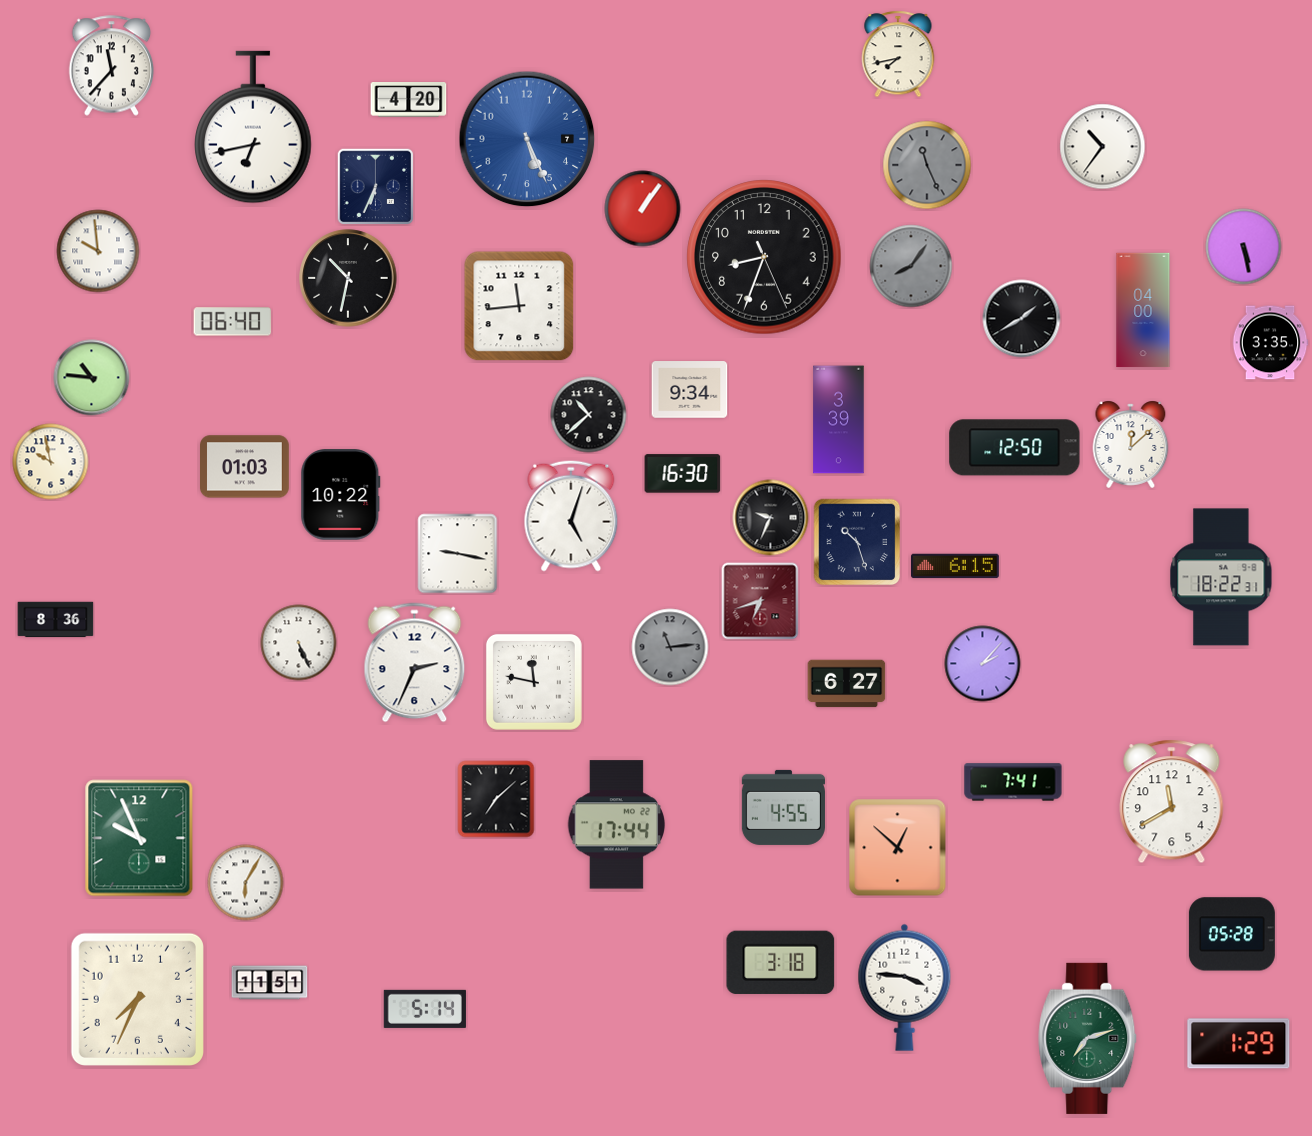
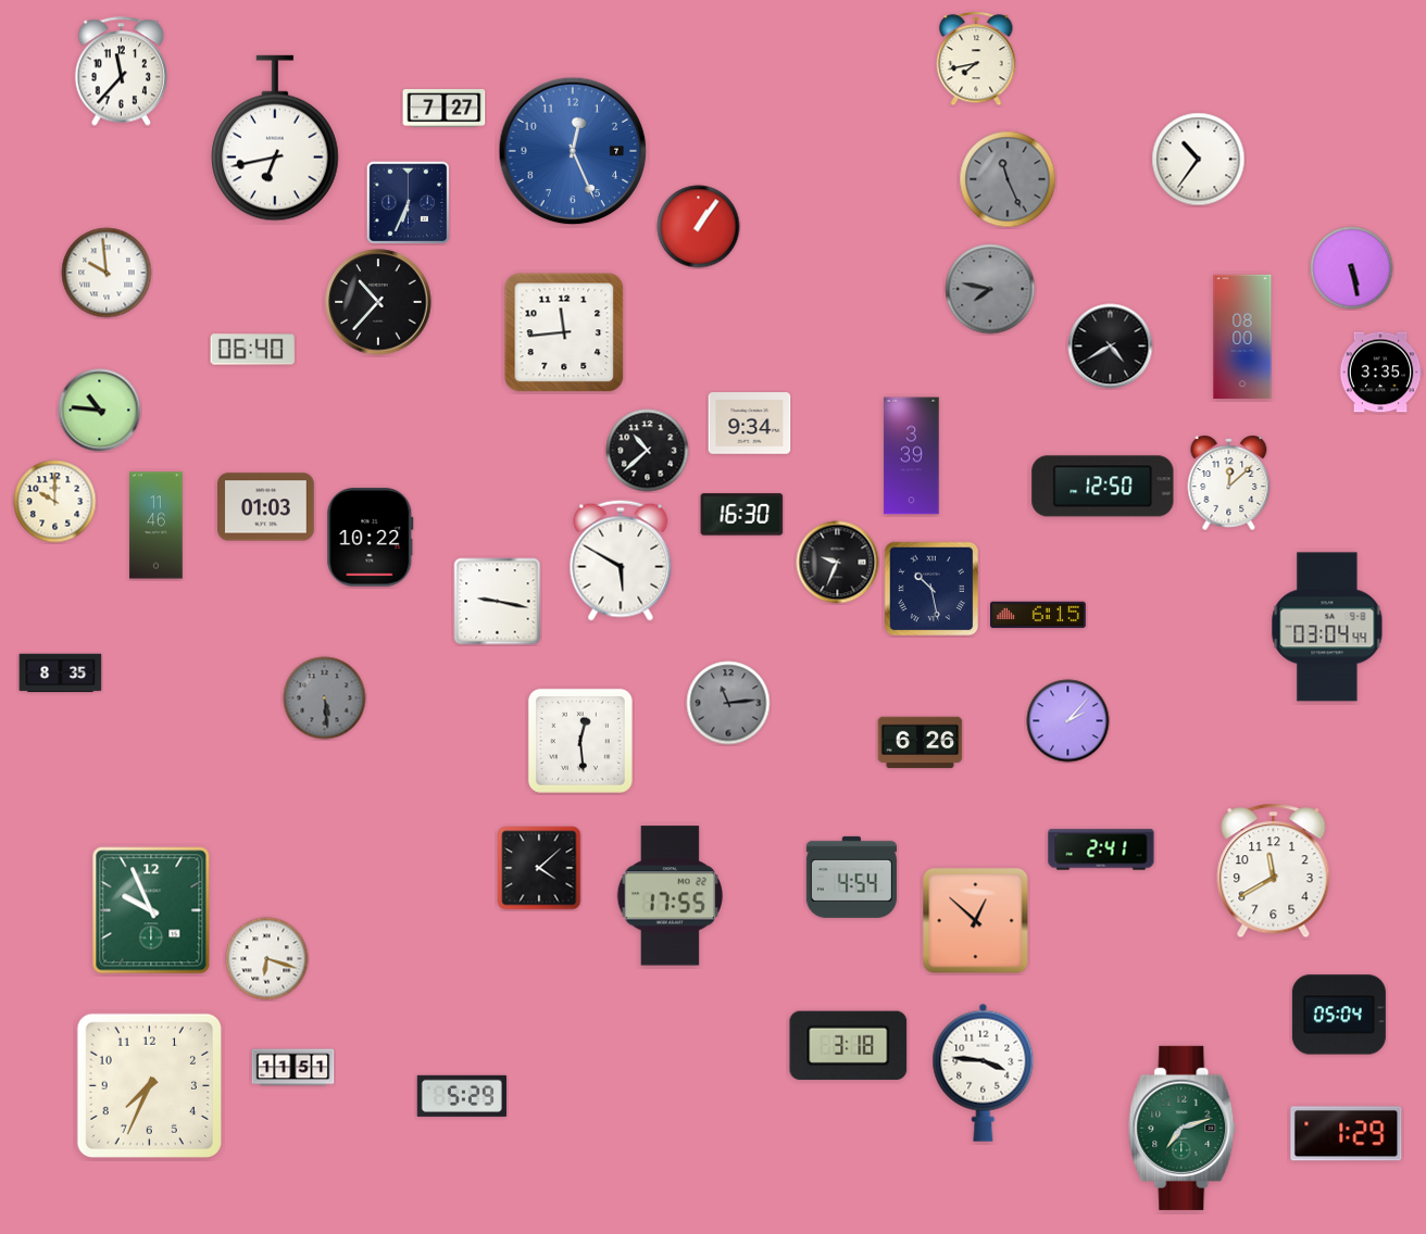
clock at (409, 100): 4:20 -> 7:27
clock at (527, 139): 5:26 -> 12:26
clock at (764, 257): 8:33 -> none
clock at (911, 266): 8:06 -> 7:47
clock at (348, 278): 10:32 -> 10:37
clock at (1143, 310): 04:00 -> 08:00
clock at (1022, 319): 1:40 -> 4:40
clock at (589, 415) position: (589, 415) -> (648, 451)
clock at (51, 462): 9:58 -> 10:00
clock at (157, 526): none -> 11:46
clock at (571, 516): 5:03 -> 5:50
clock at (857, 542): 10:27 -> 10:28
clock at (1221, 577): 18:22 -> 03:04
clock at (760, 601): 6:42 -> none
clock at (56, 620): 8:36 -> 8:35
clock at (299, 643): 5:26 -> 5:29
clock at (299, 643) dial: white -> grey
clock at (415, 663): 2:34 -> none
clock at (534, 682): 11:47 -> 12:29
clock at (847, 684): 6:27 -> 6:26
clock at (1013, 782): 7:41 -> 2:41
clock at (496, 799): 7:08 -> 4:08
clock at (783, 807): 4:55 -> 4:54
clock at (617, 825): 17:44 -> 17:55
clock at (246, 883): 6:05 -> 6:18
clock at (1232, 934): 05:28 -> 05:04
clock at (425, 1009): 5:14 -> 5:29
